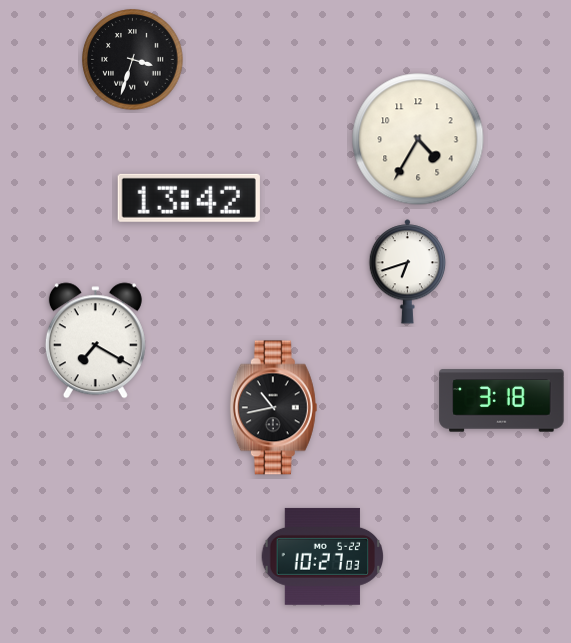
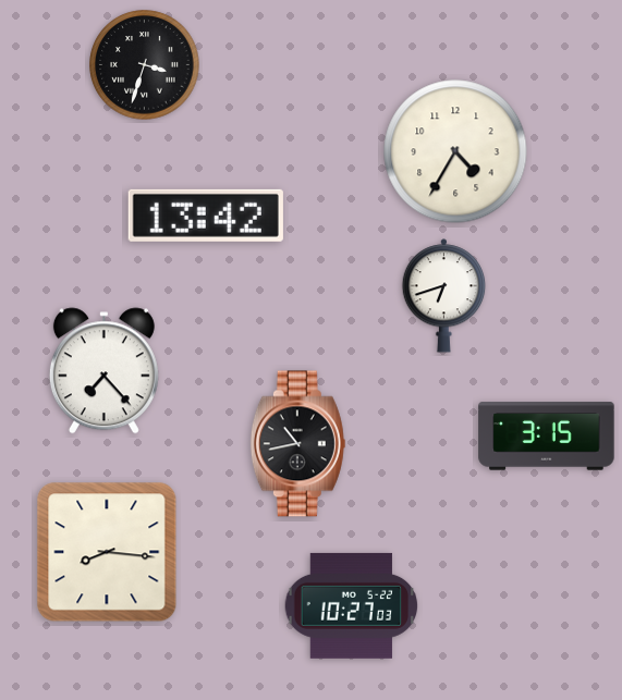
clock at (95, 341): 7:20 -> 7:23
clock at (502, 401): 3:18 -> 3:15
clock at (107, 552): none -> 8:16
